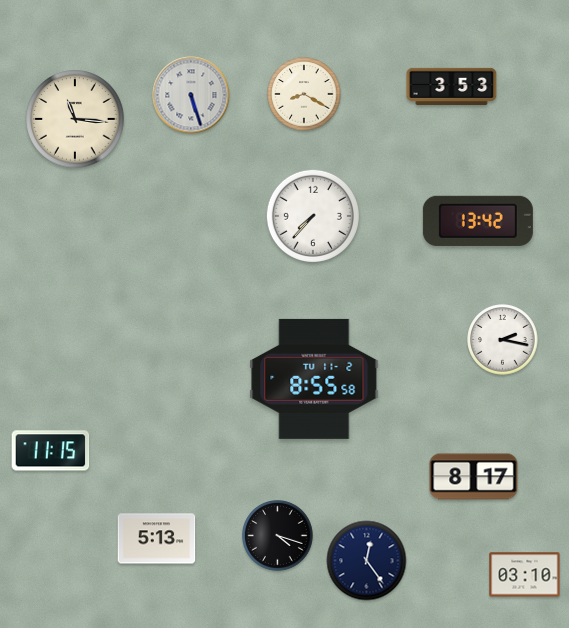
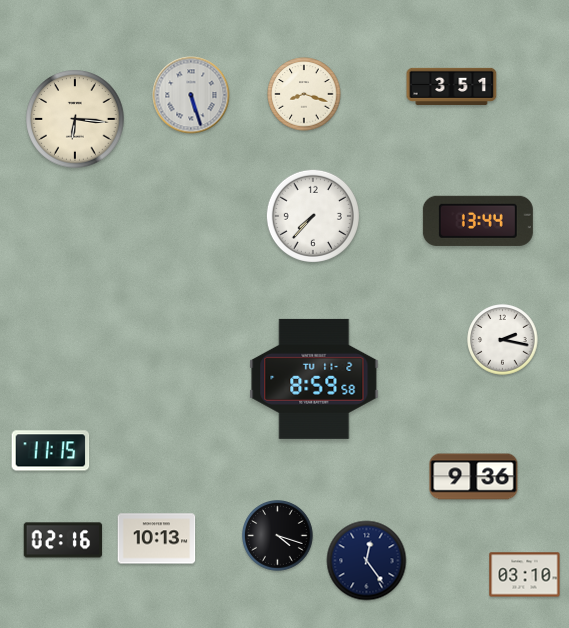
clock at (452, 86): 3:53 -> 3:51
clock at (304, 94): 8:20 -> 8:18
clock at (75, 119): 11:16 -> 6:16
clock at (478, 221): 13:42 -> 13:44
clock at (314, 379): 8:55 -> 8:59
clock at (474, 477): 8:17 -> 9:36
clock at (157, 539): 5:13 -> 10:13
clock at (63, 540): none -> 02:16
